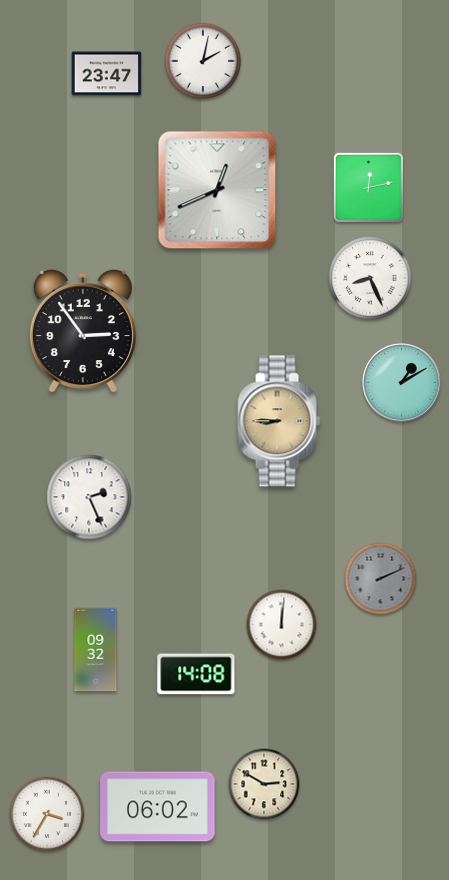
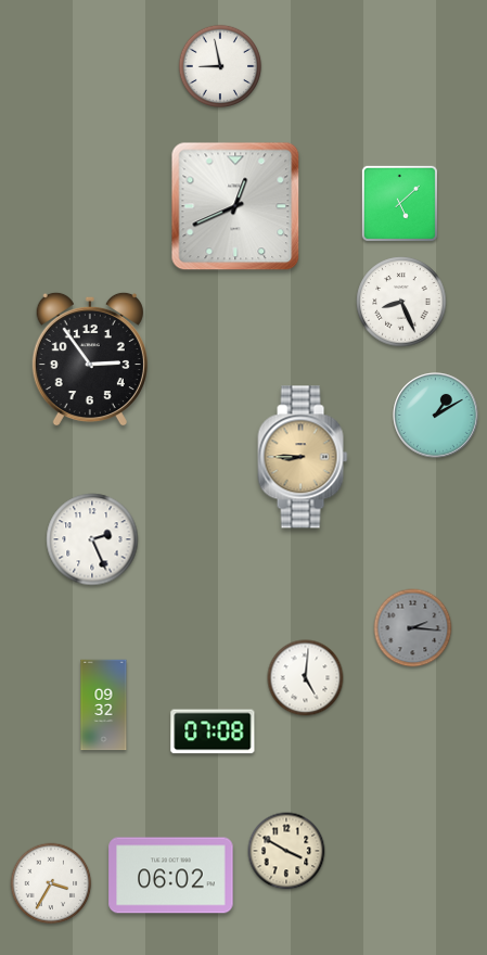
clock at (203, 61): 2:02 -> 8:58
clock at (107, 74): 23:47 -> none
clock at (368, 187): 12:13 -> 5:08
clock at (89, 497) position: (89, 497) -> (92, 539)
clock at (381, 579): 2:11 -> 2:16
clock at (282, 625): 12:01 -> 5:01
clock at (196, 674): 14:08 -> 07:08
clock at (264, 784): 2:50 -> 3:50
